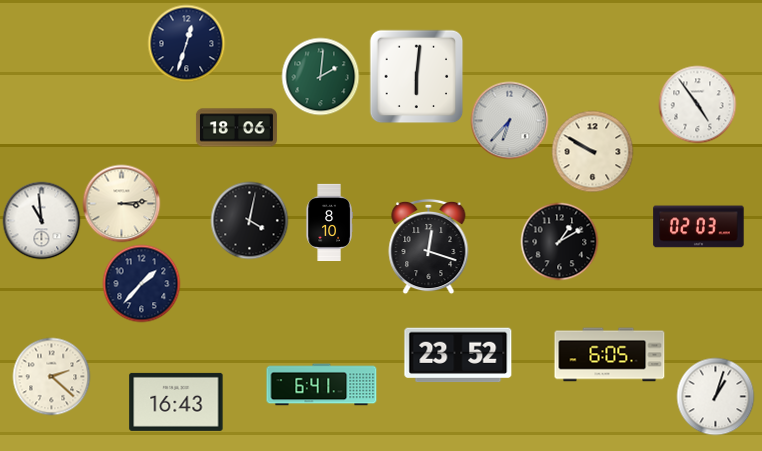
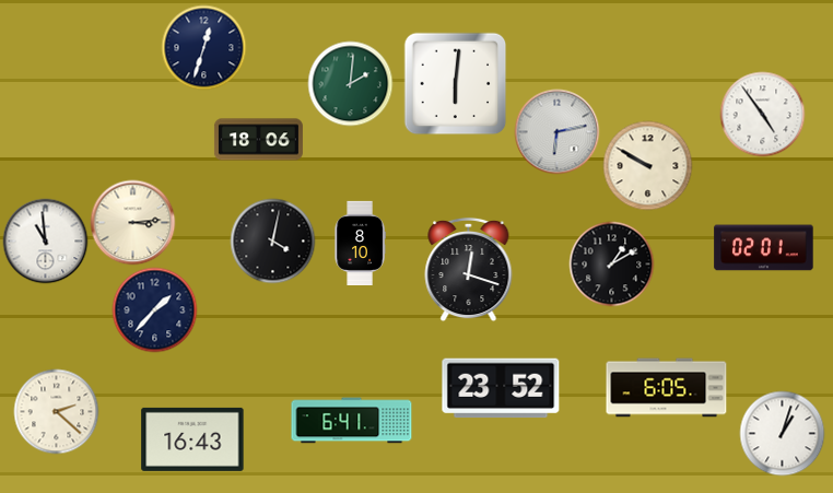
clock at (509, 120): 6:37 -> 6:13
clock at (699, 227): 02:03 -> 02:01
